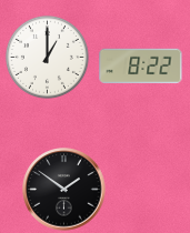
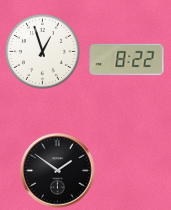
clock at (47, 57): 1:00 -> 12:57
